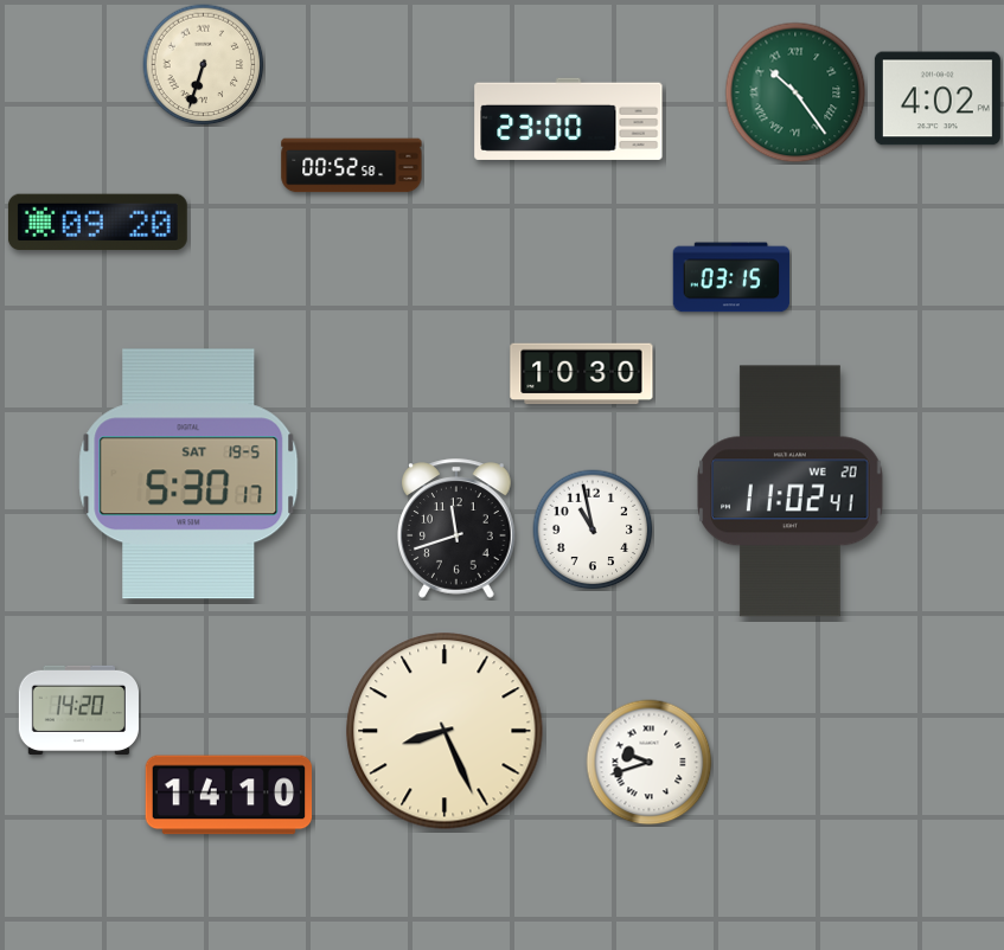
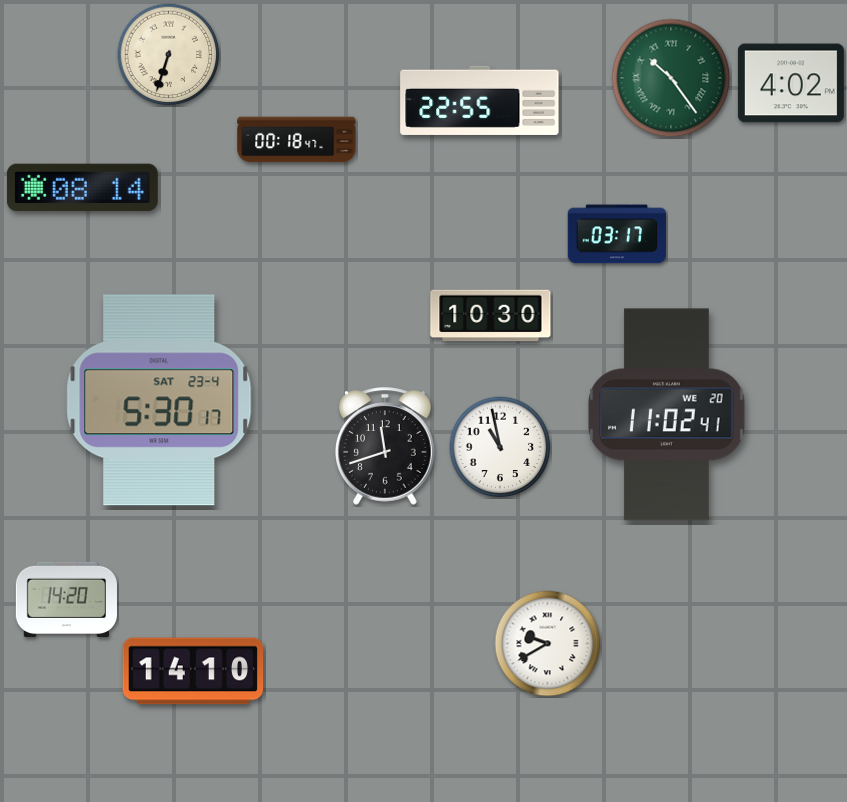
clock at (204, 65) position: (204, 65) -> (169, 55)
clock at (569, 118): 23:00 -> 22:55
clock at (352, 166): 00:52 -> 00:18
clock at (97, 223): 09:20 -> 08:14
clock at (731, 277): 03:15 -> 03:17
clock at (188, 474) date: SAT 19-5 -> SAT 23-4
clock at (445, 731): 8:26 -> none
clock at (650, 763): 9:42 -> 9:40
